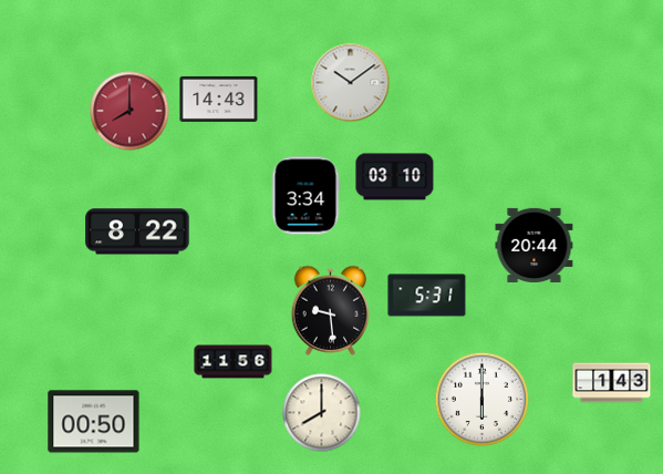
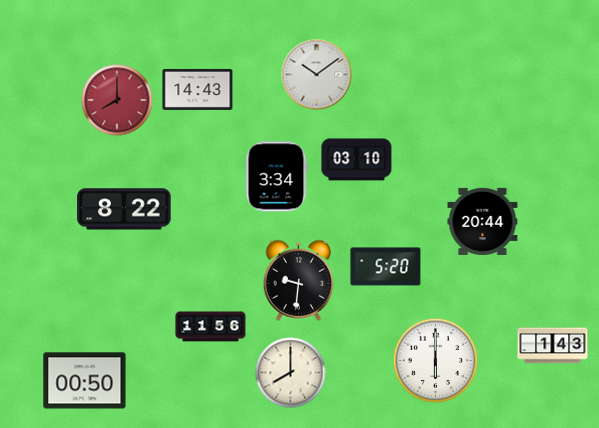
clock at (427, 296): 5:31 -> 5:20
clock at (331, 310): 9:29 -> 9:31
